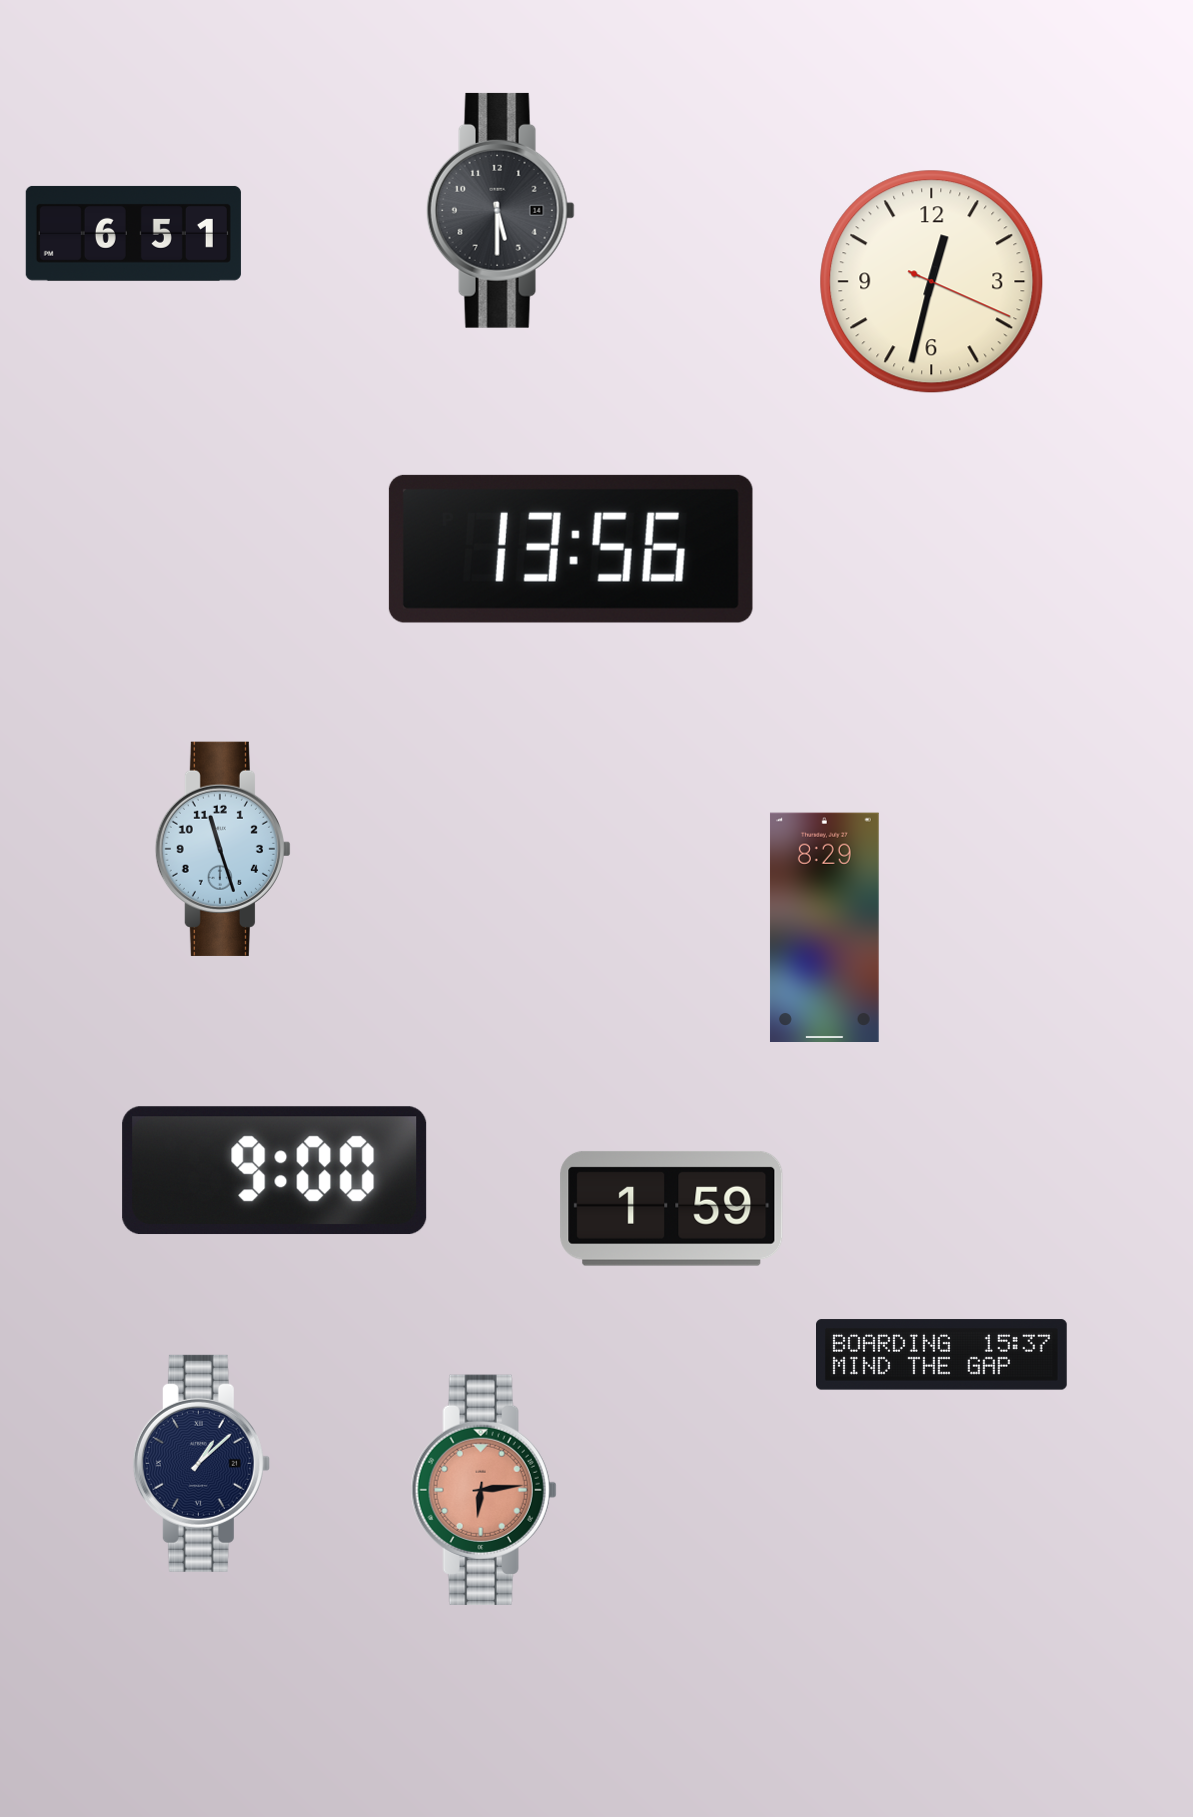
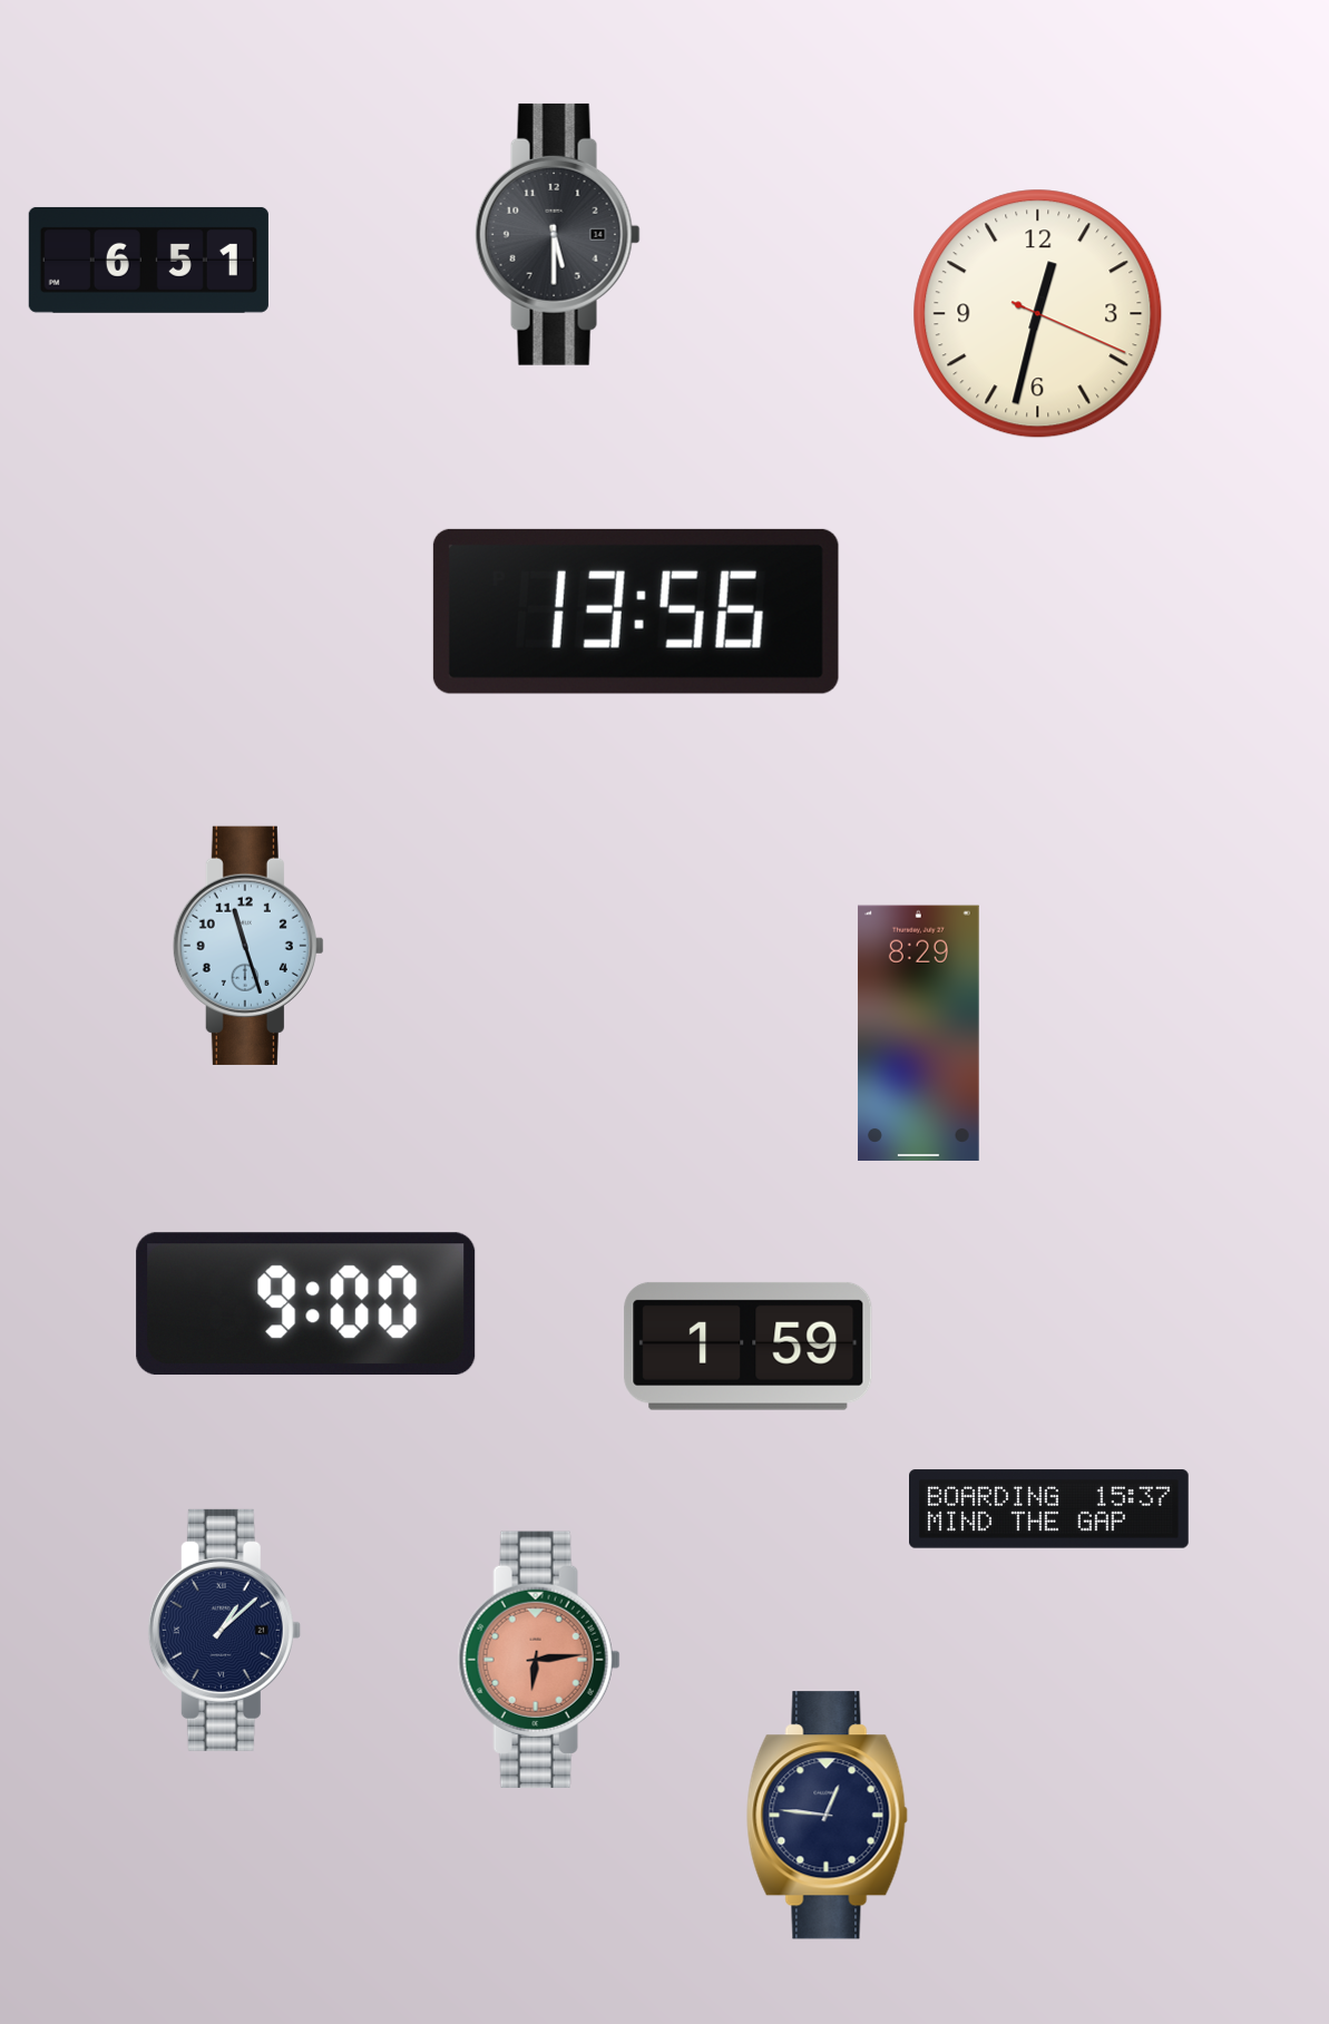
clock at (827, 1816): none -> 12:46
